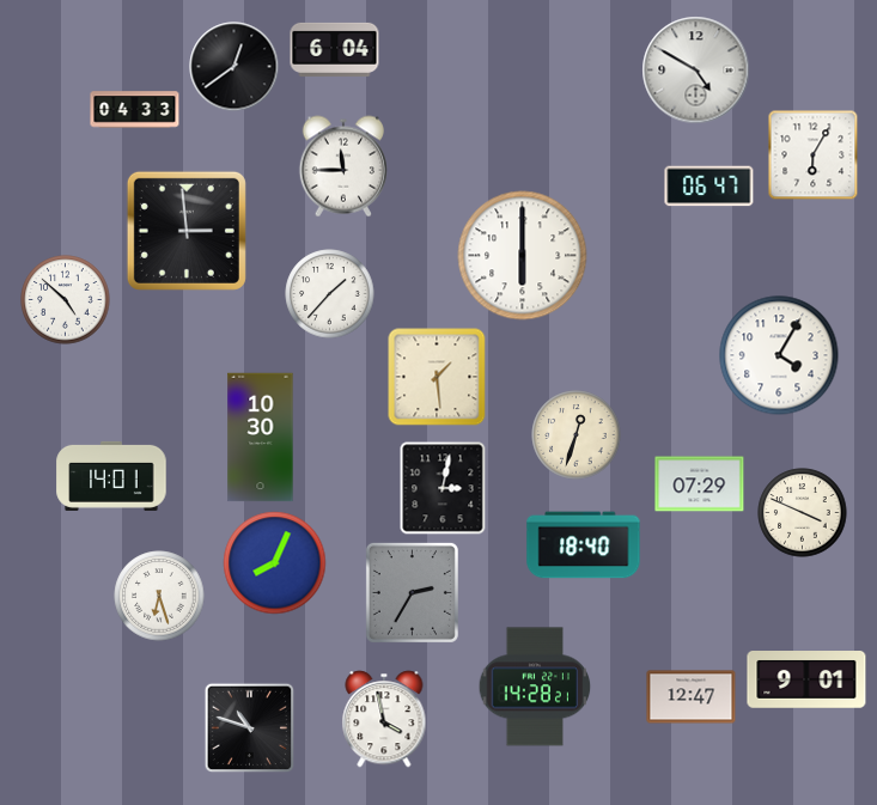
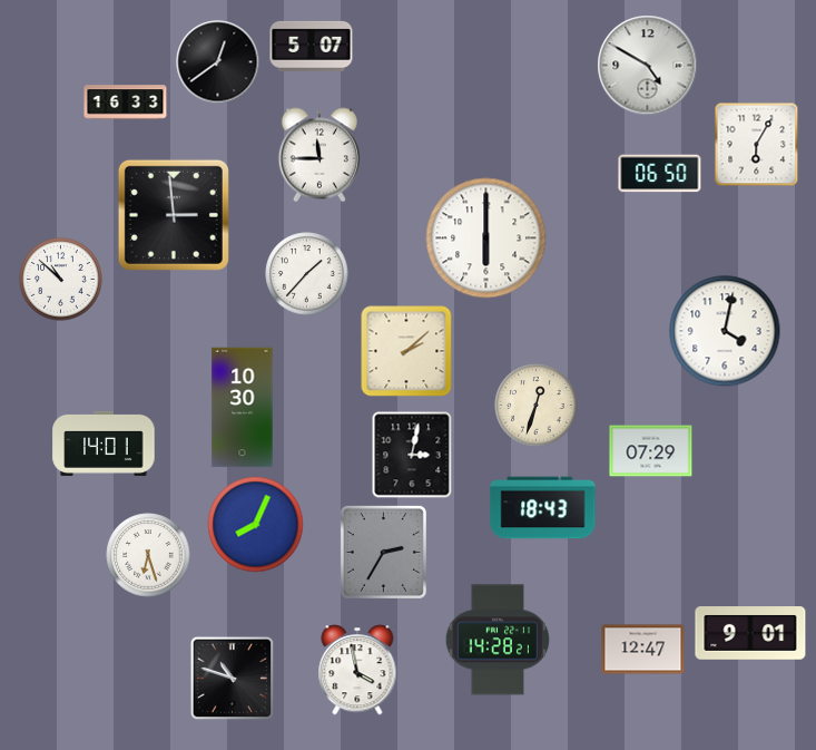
clock at (335, 49): 6:04 -> 5:07
clock at (135, 110): 04:33 -> 16:33
clock at (709, 187): 06:47 -> 06:50
clock at (66, 300): 4:52 -> 10:52
clock at (779, 355): 4:05 -> 4:02
clock at (437, 377): 1:29 -> 2:08
clock at (803, 513): 3:49 -> none
clock at (584, 545): 18:40 -> 18:43
